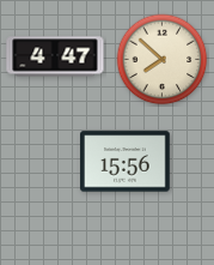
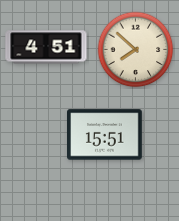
clock at (55, 56): 4:47 -> 4:51
clock at (126, 162): 15:56 -> 15:51
